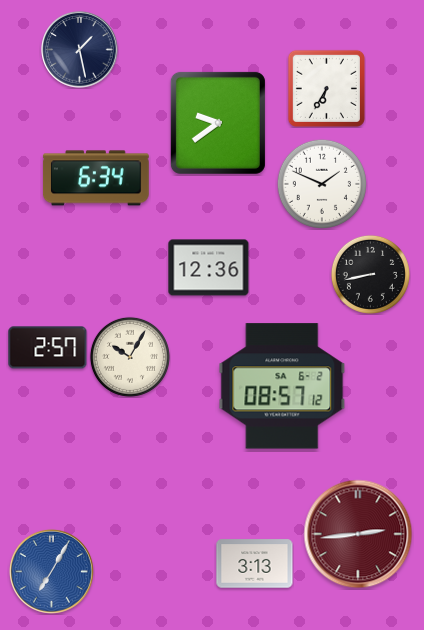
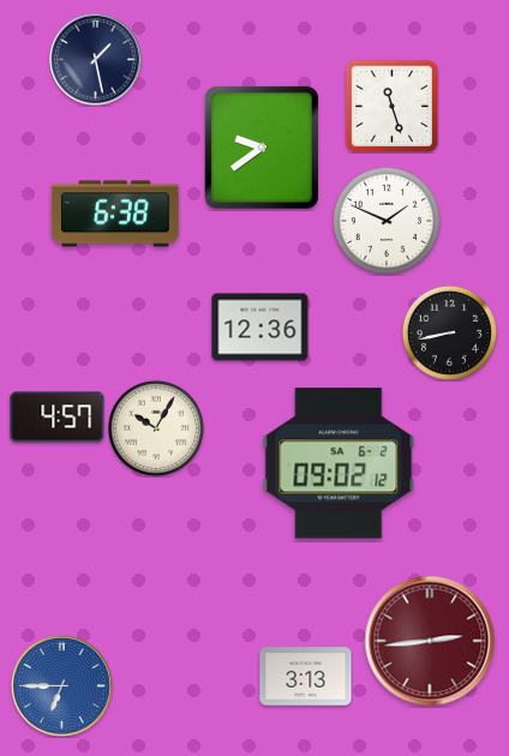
clock at (326, 88): 6:35 -> 11:27
clock at (96, 178): 6:34 -> 6:38
clock at (209, 268) position: (209, 268) -> (261, 328)
clock at (370, 274) position: (370, 274) -> (449, 332)
clock at (48, 348): 2:57 -> 4:57
clock at (282, 386): 08:57 -> 09:02
clock at (51, 571): 7:05 -> 6:45
